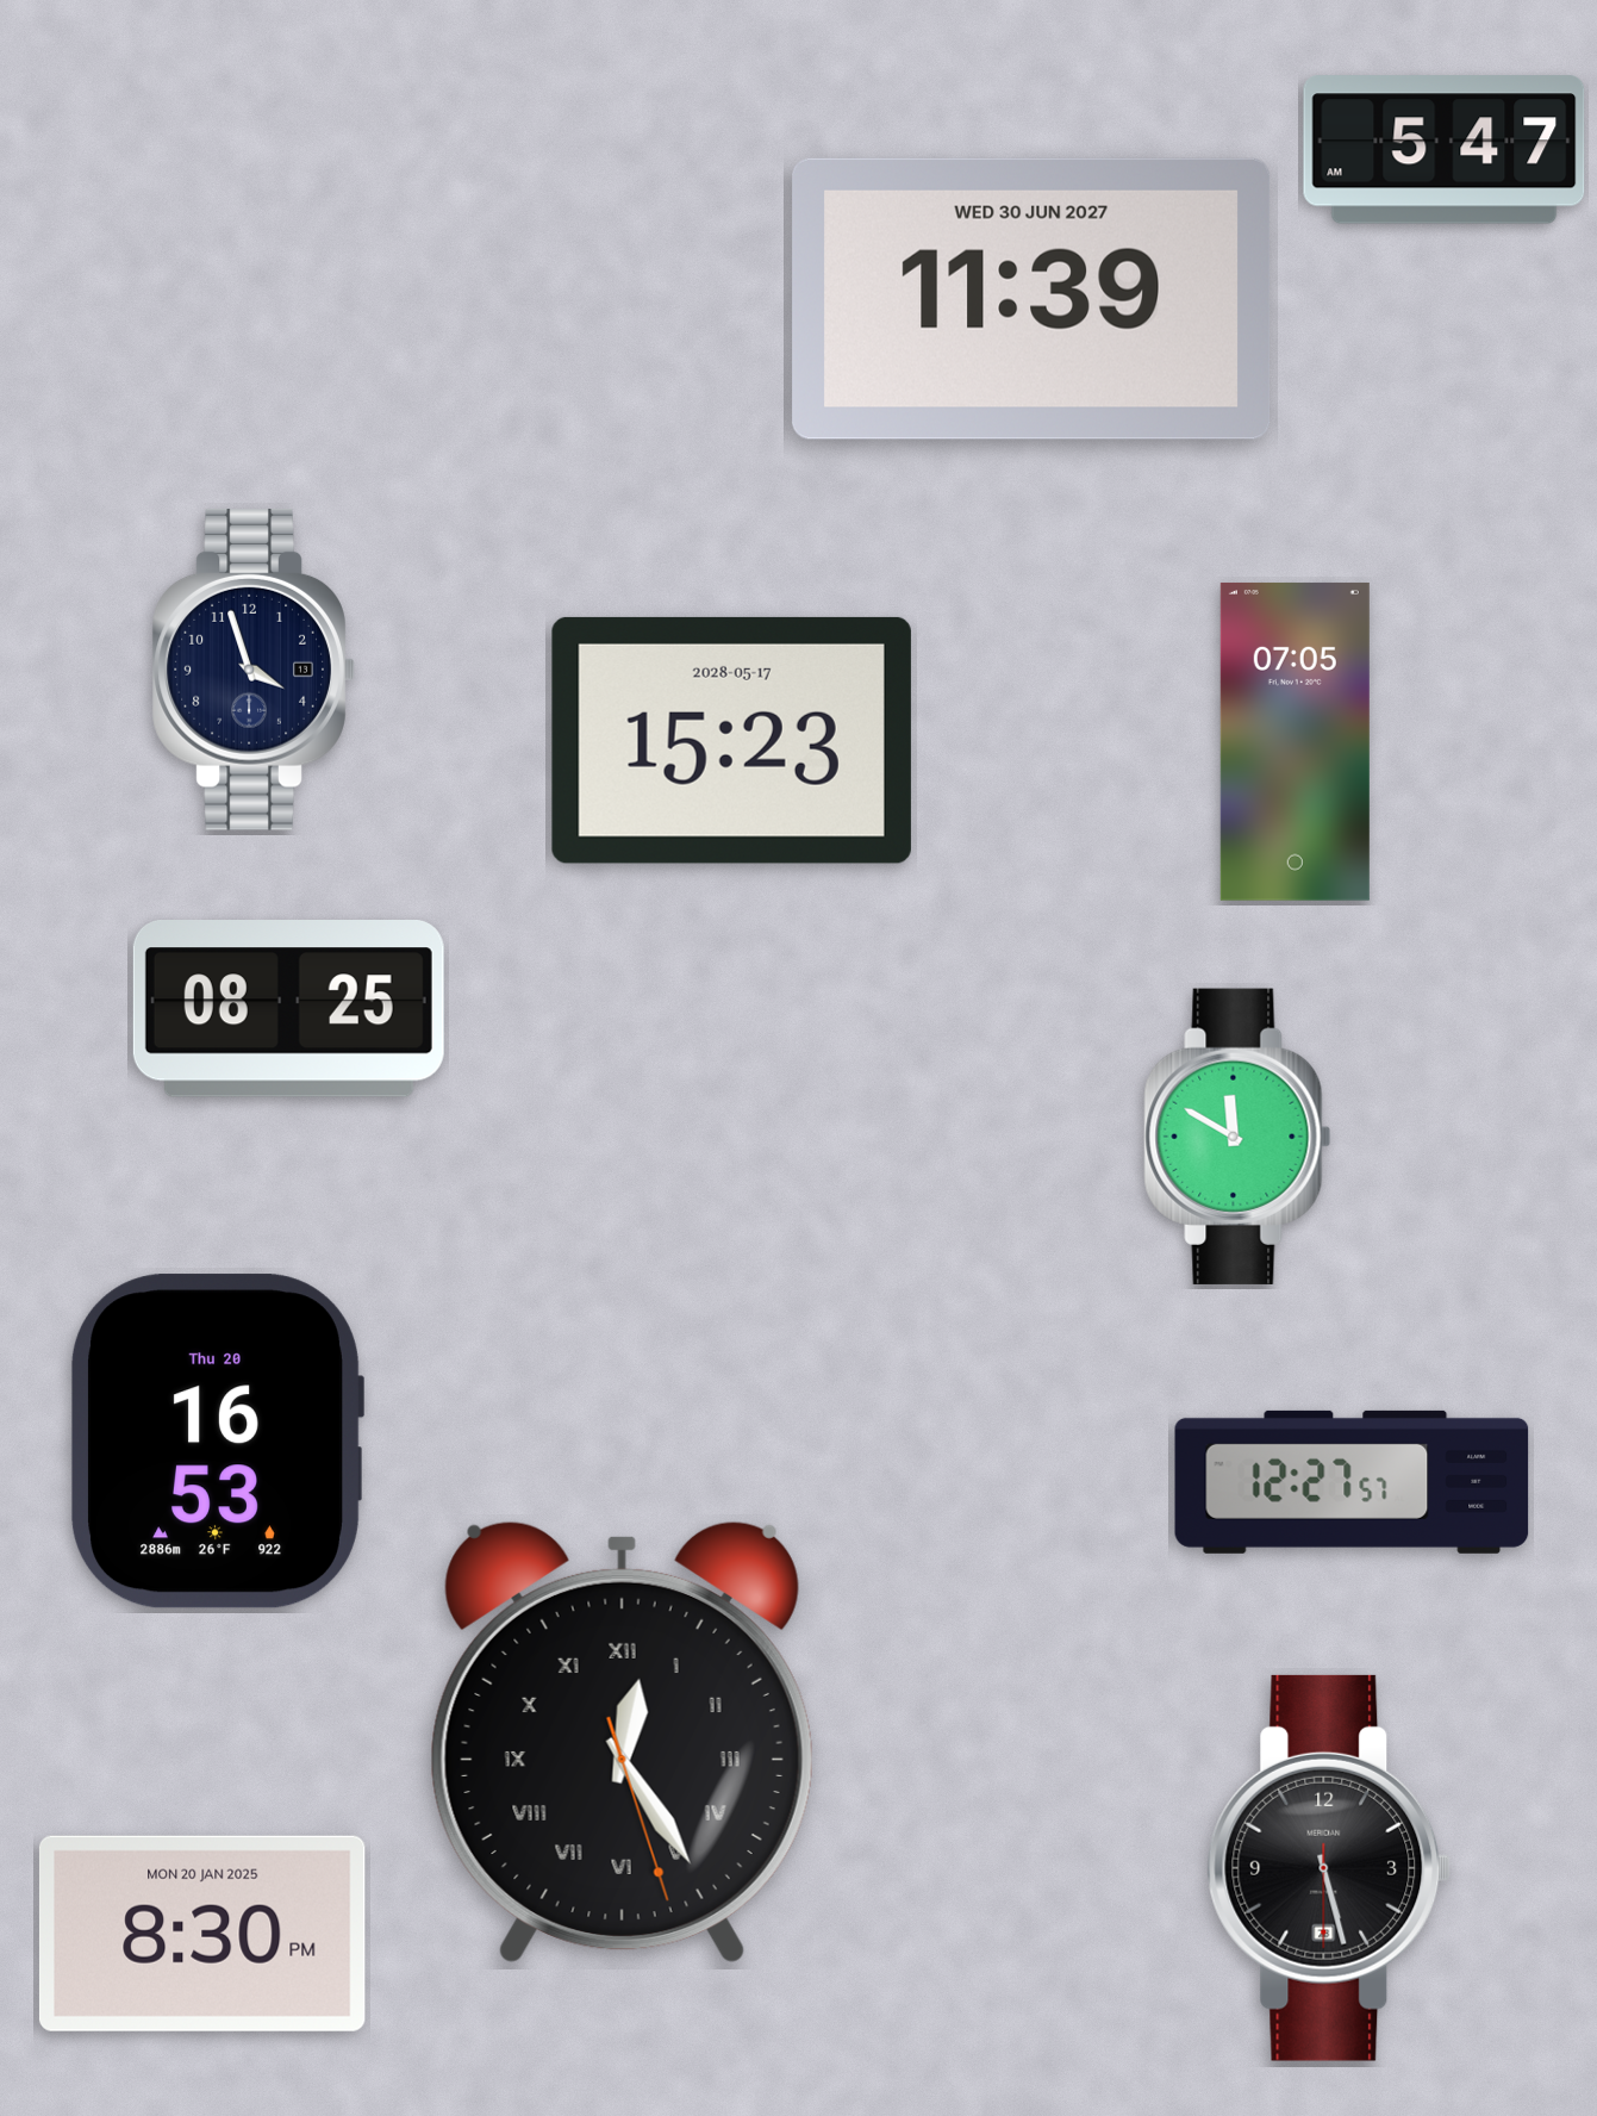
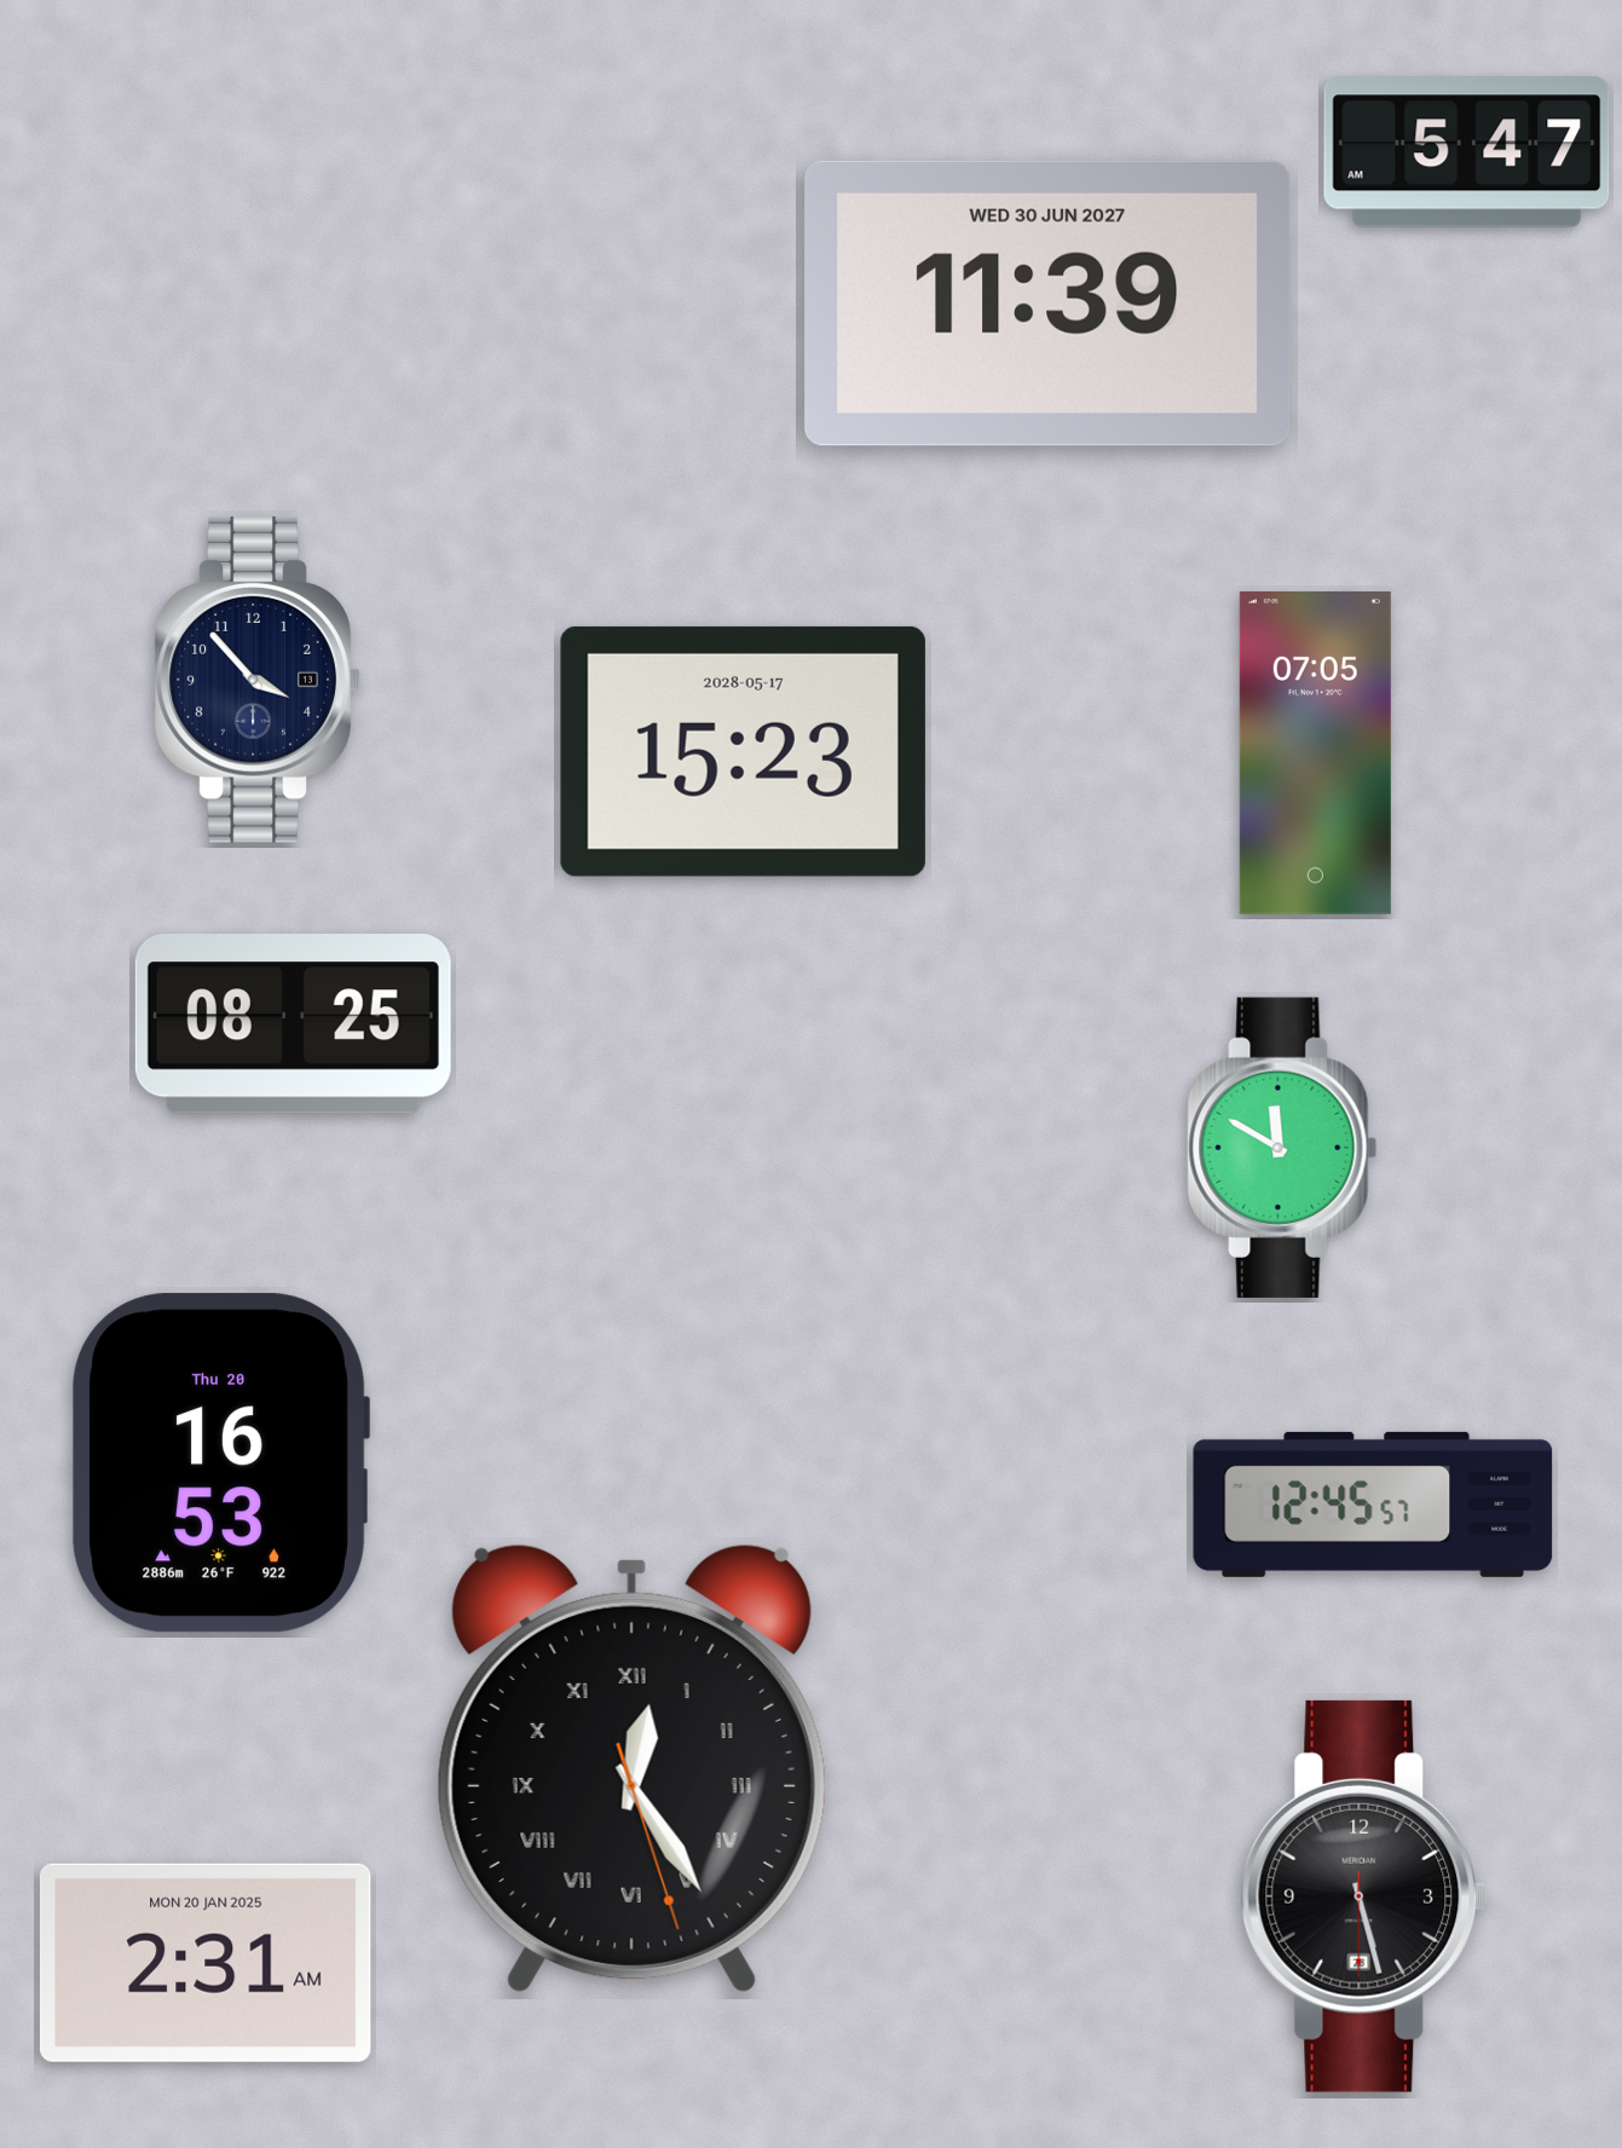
clock at (254, 670): 3:57 -> 3:53
clock at (1237, 1137) position: (1237, 1137) -> (1282, 1148)
clock at (1352, 1482): 12:27 -> 12:45
clock at (1329, 1868) position: (1329, 1868) -> (1364, 1896)
clock at (202, 1934): 8:30 -> 2:31
